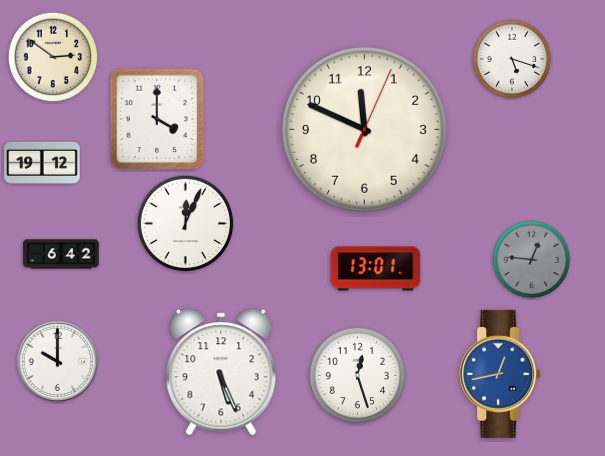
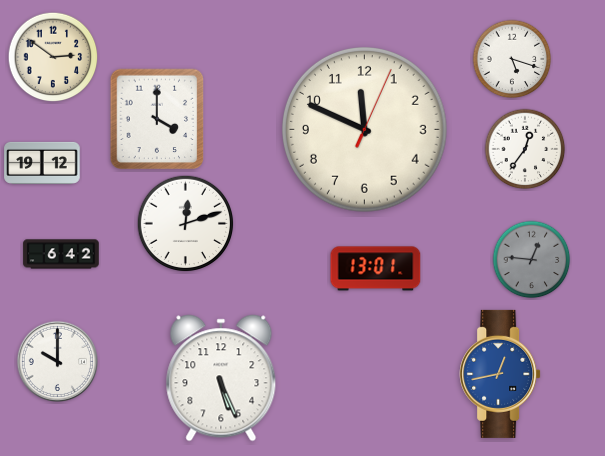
clock at (525, 149): none -> 12:36
clock at (186, 224): 12:04 -> 12:12
clock at (221, 372) position: (221, 372) -> (221, 378)
clock at (358, 376): 12:27 -> none
